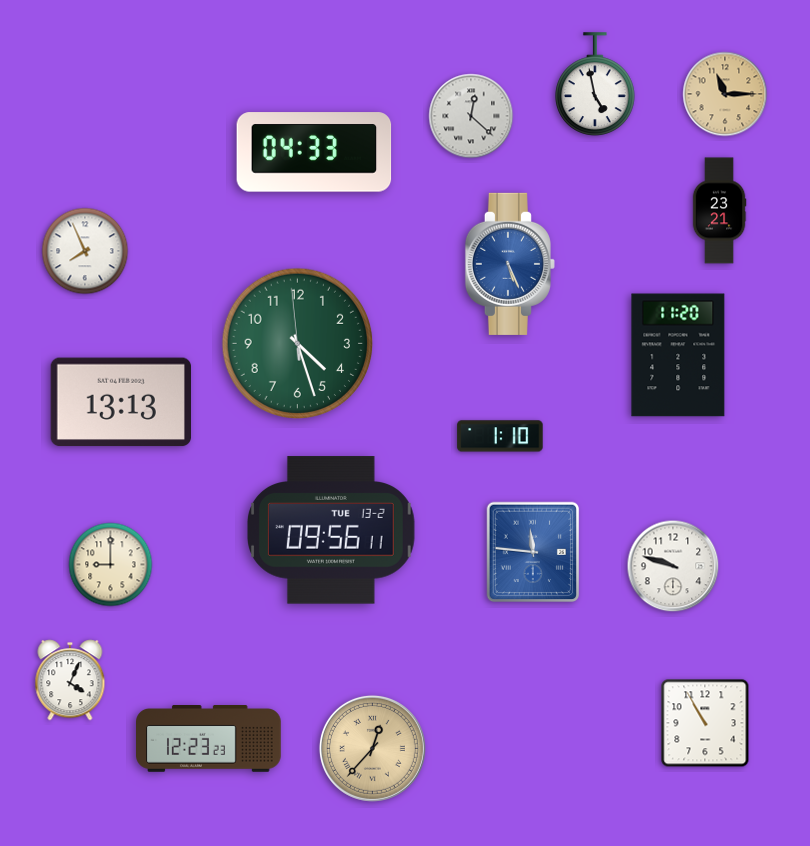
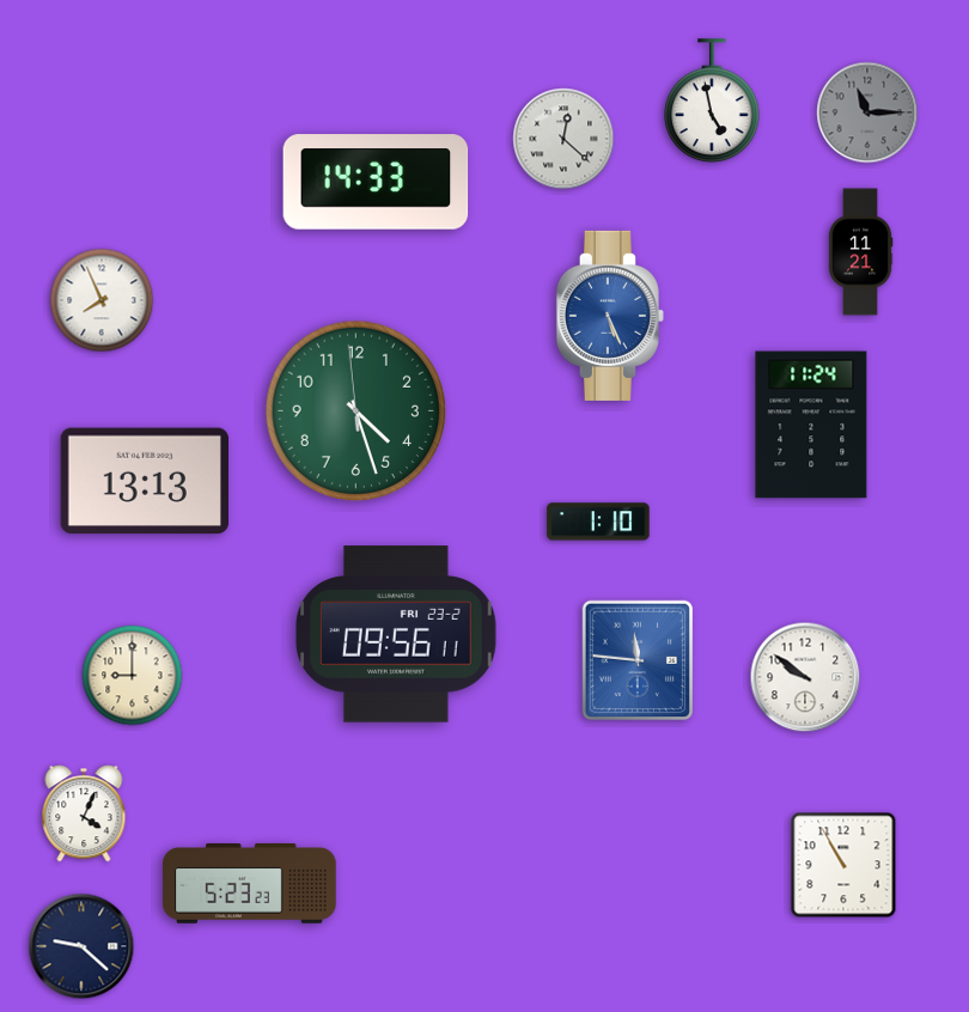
clock at (725, 94) dial: champagne -> grey
clock at (314, 152): 04:33 -> 14:33
clock at (719, 211): 23:21 -> 11:21
clock at (678, 355): 11:20 -> 11:24
clock at (332, 530) date: TUE 13-2 -> FRI 23-2
clock at (673, 566): 9:48 -> 9:51
clock at (209, 739): 12:23 -> 5:23
clock at (372, 748): 12:37 -> none
clock at (81, 946): none -> 9:22
